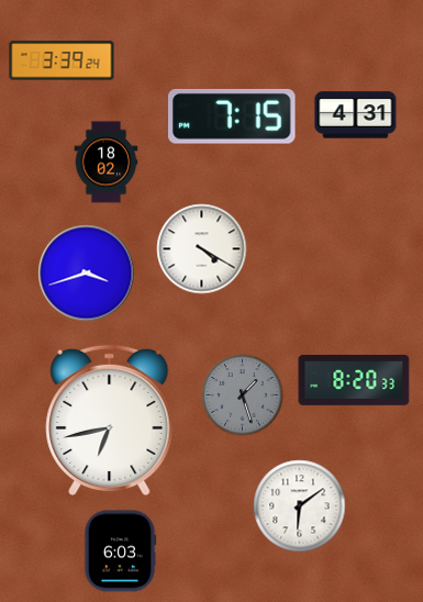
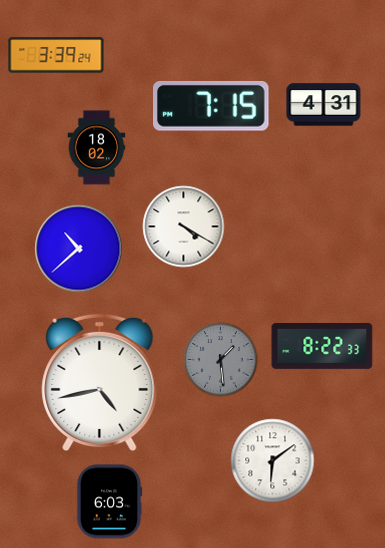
clock at (87, 274): 3:42 -> 10:38
clock at (354, 380): 8:20 -> 8:22
clock at (243, 395): 1:27 -> 1:29
clock at (110, 421): 6:43 -> 4:43
